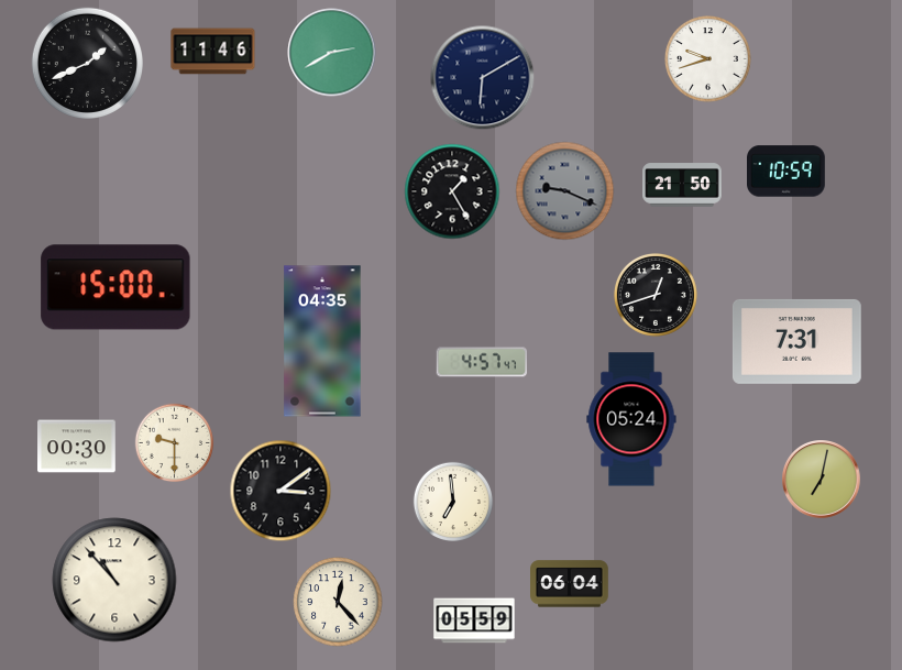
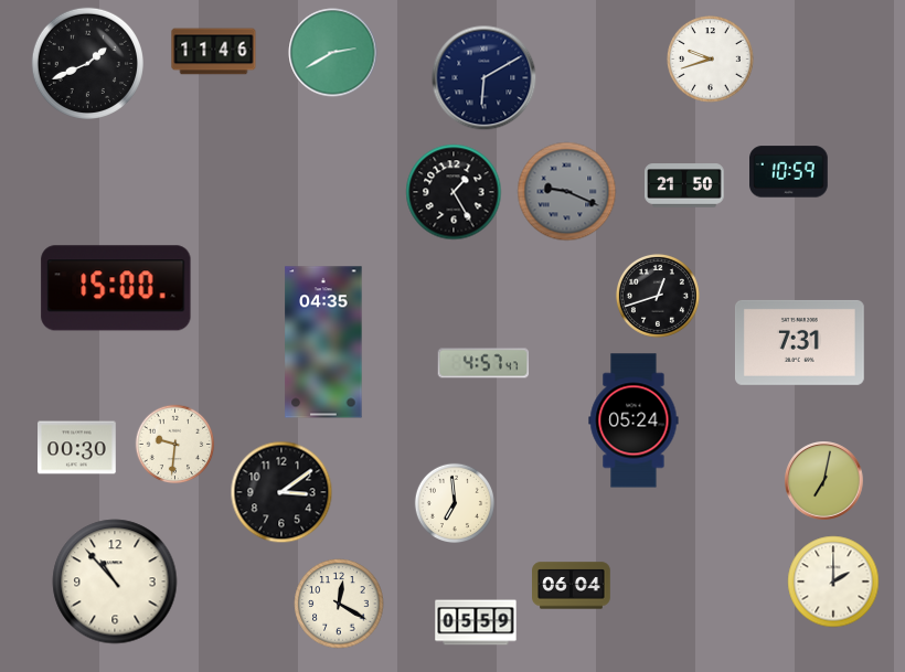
clock at (175, 443): 9:30 -> 9:31
clock at (833, 582): none -> 2:00
clock at (338, 602): 12:23 -> 12:20
